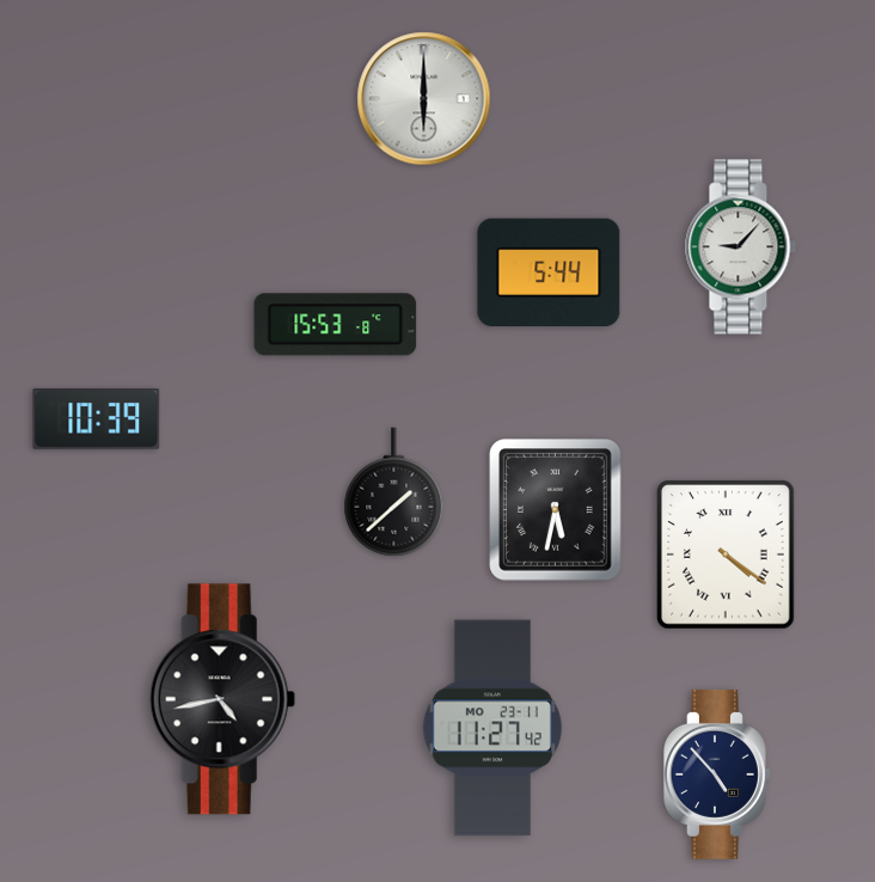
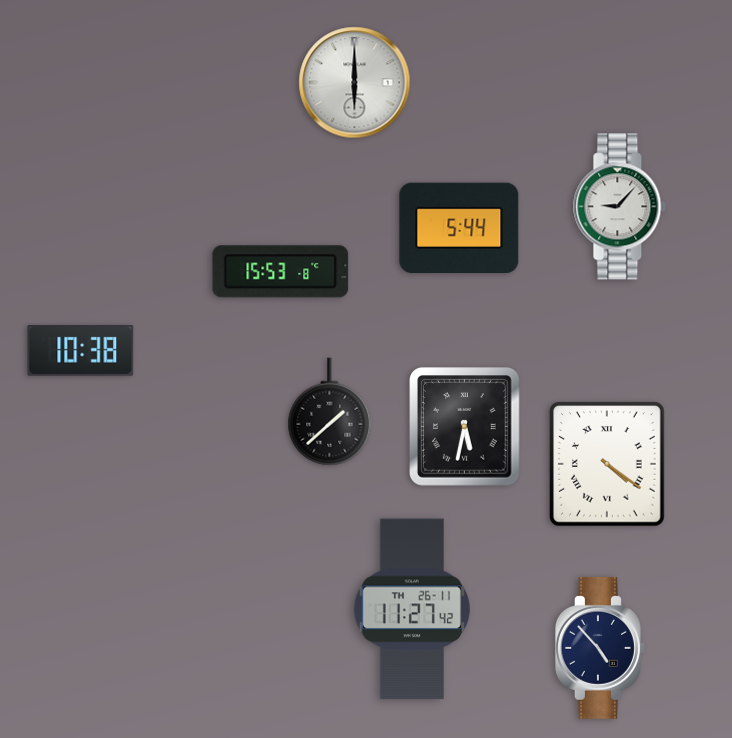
clock at (97, 418): 10:39 -> 10:38
clock at (222, 699): 4:43 -> none
clock at (492, 728) date: MO 23-11 -> TH 26-11
